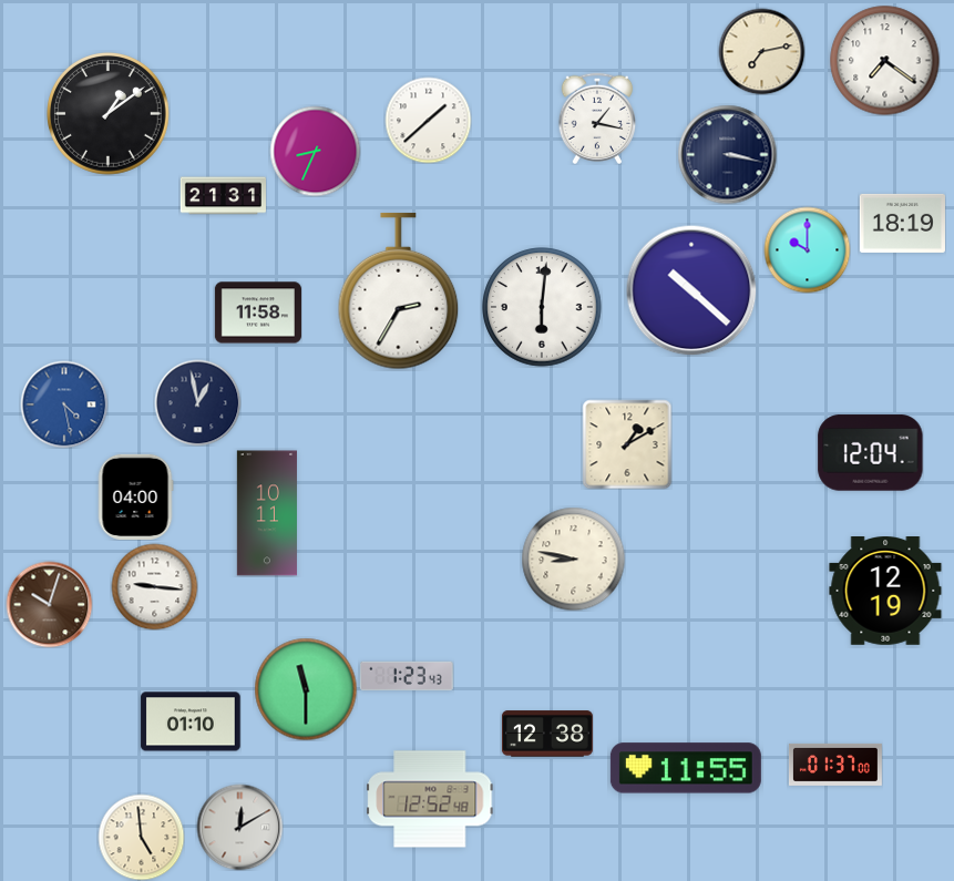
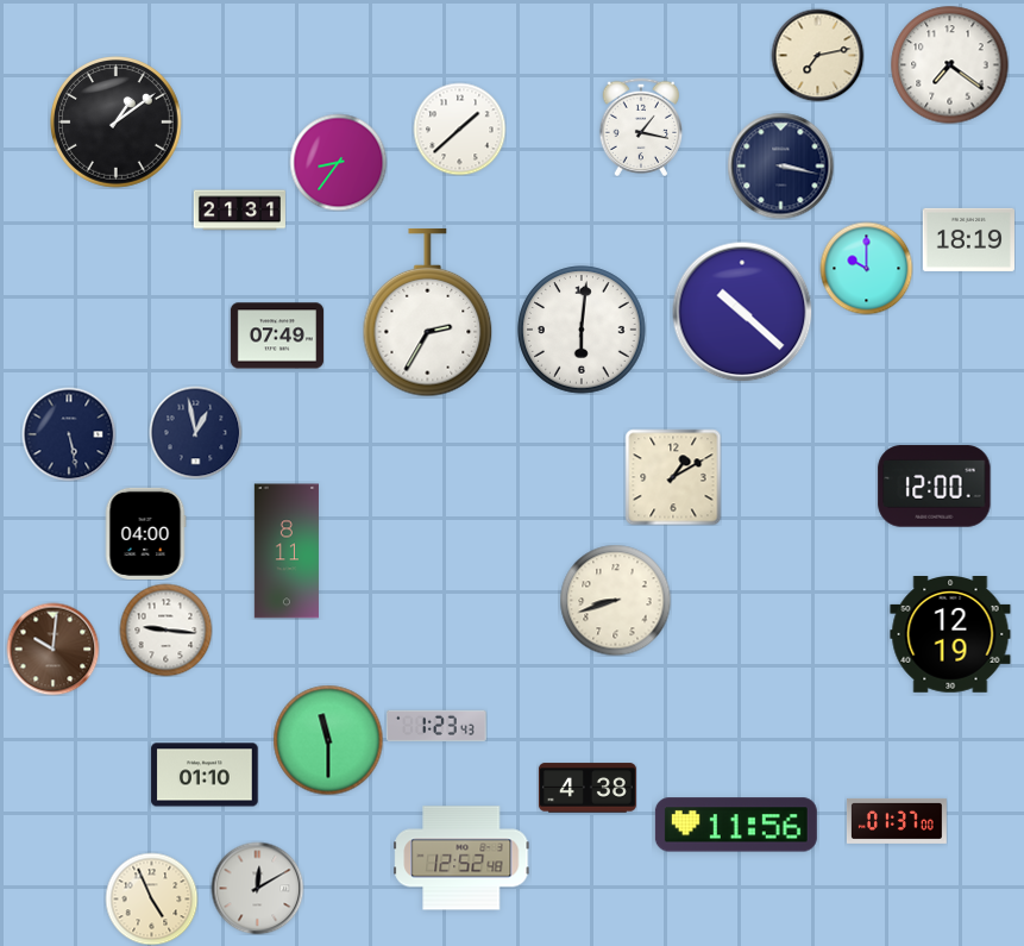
clock at (315, 151): 8:34 -> 8:36
clock at (258, 313): 11:58 -> 07:49
clock at (197, 402) position: (197, 402) -> (195, 432)
clock at (64, 404): 4:28 -> 5:28
clock at (64, 404) dial: blue -> navy
clock at (871, 453): 12:04 -> 12:00
clock at (267, 513): 10:11 -> 8:11
clock at (573, 559): 8:47 -> 8:42
clock at (49, 604): 10:03 -> 10:01
clock at (547, 734): 12:38 -> 4:38
clock at (686, 768): 11:55 -> 11:56
clock at (141, 837): 4:59 -> 4:56
